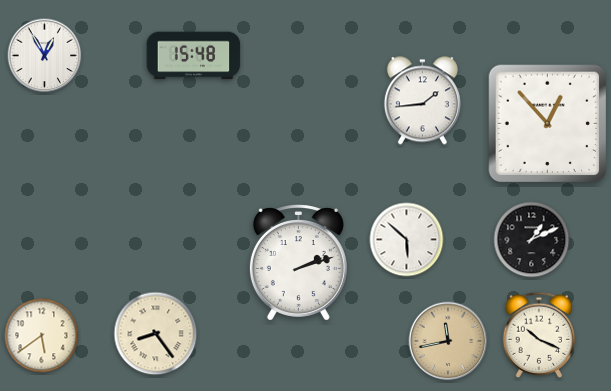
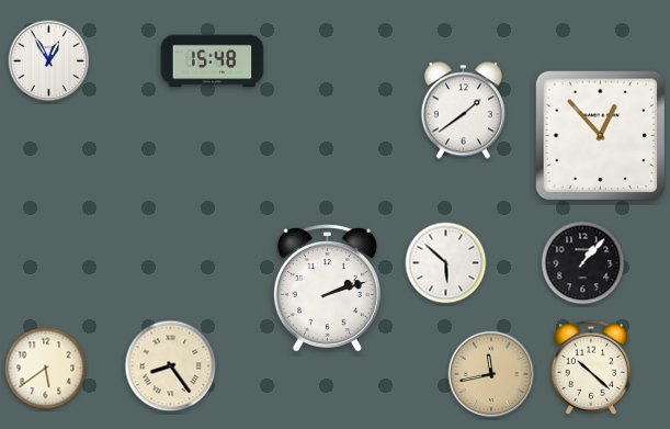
clock at (422, 101): 1:44 -> 1:39
clock at (532, 240): 1:11 -> 1:07
clock at (539, 335): 10:19 -> 10:22
